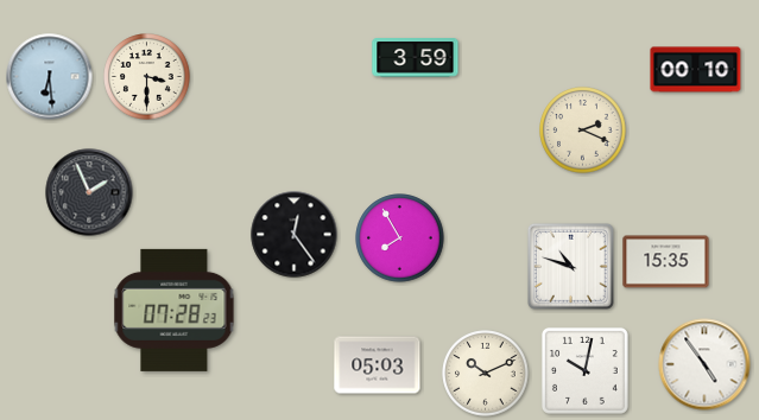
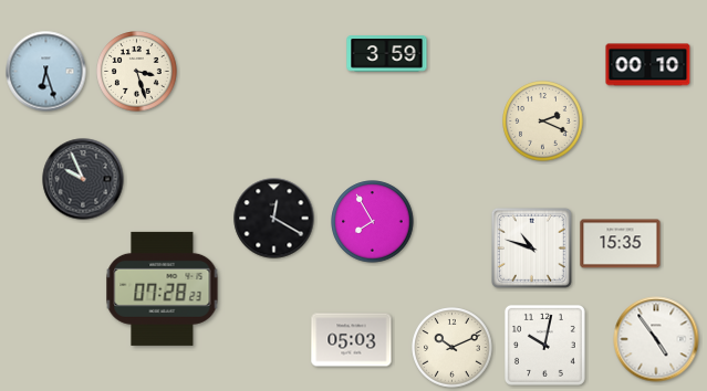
clock at (50, 77): 6:29 -> 6:27
clock at (147, 77): 3:30 -> 3:27
clock at (89, 192): 1:56 -> 9:56
clock at (295, 235): 12:24 -> 12:20
